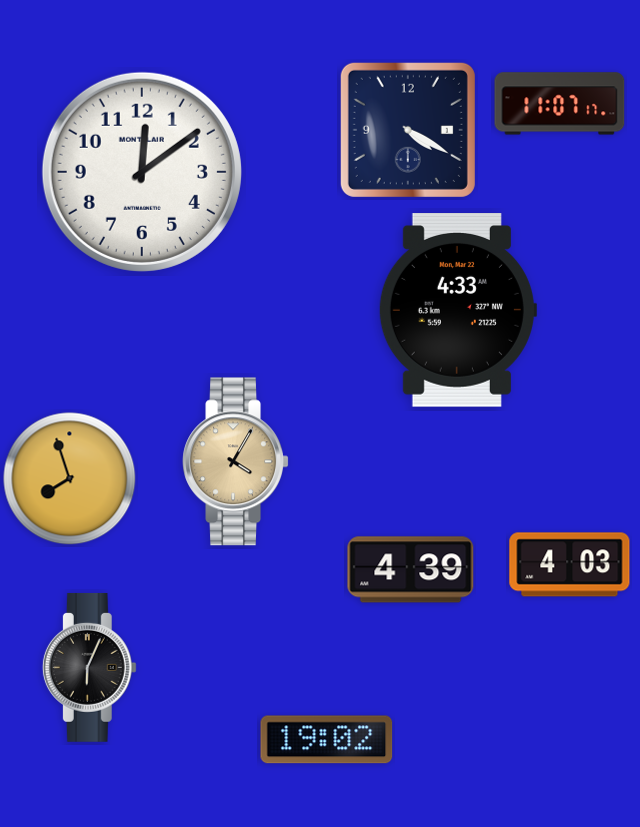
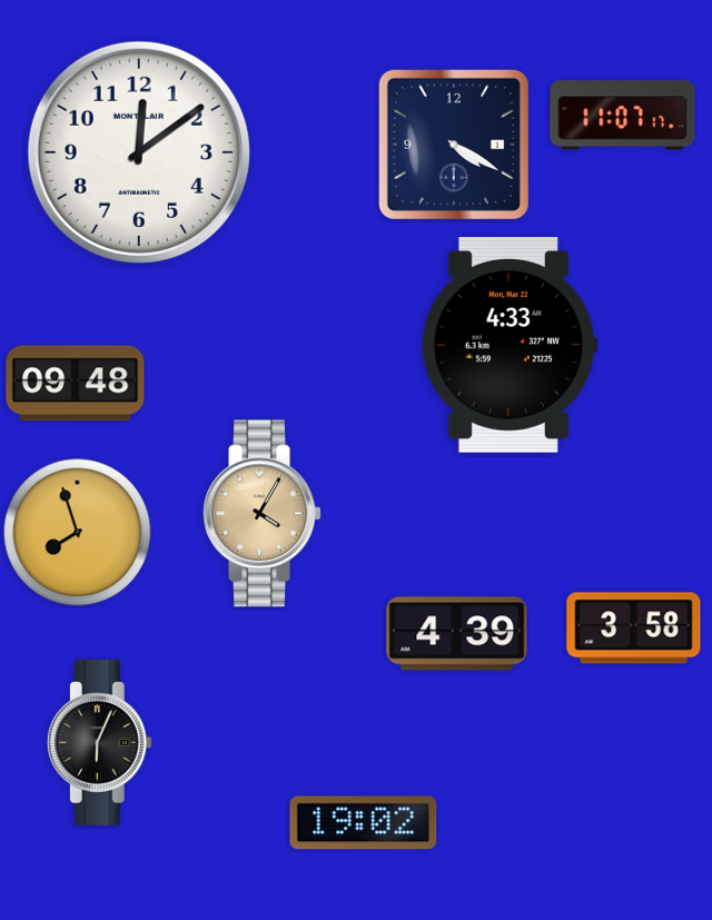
clock at (142, 172) position: (142, 172) -> (139, 152)
clock at (76, 384): none -> 09:48
clock at (570, 565): 4:03 -> 3:58
